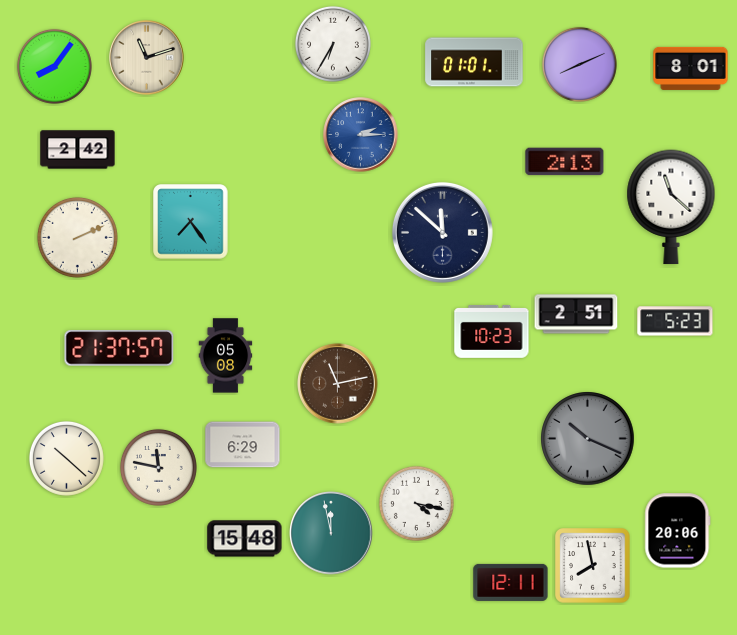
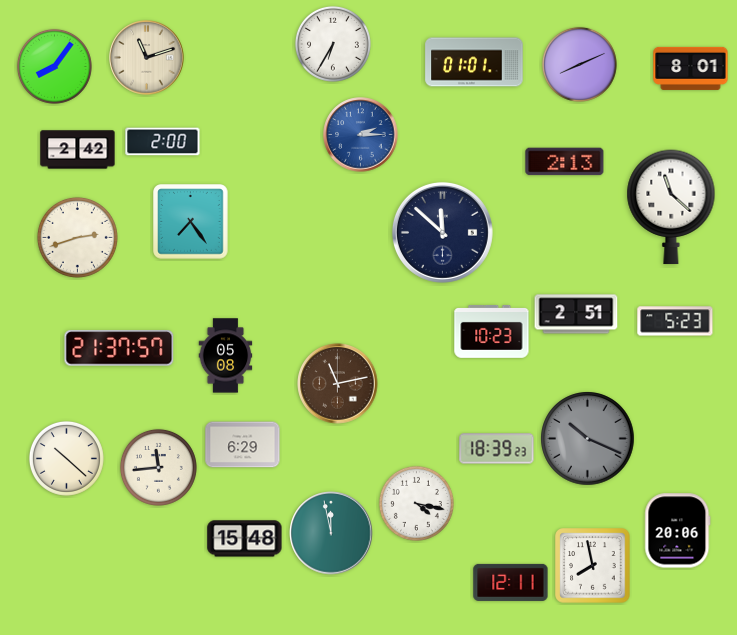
clock at (163, 142): none -> 2:00
clock at (77, 237): 2:11 -> 2:42
clock at (497, 449): none -> 18:39
clock at (158, 467): 11:47 -> 11:44
